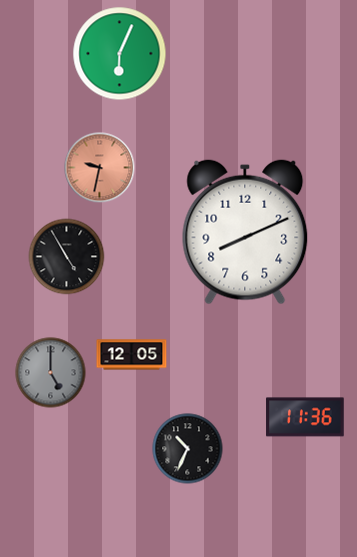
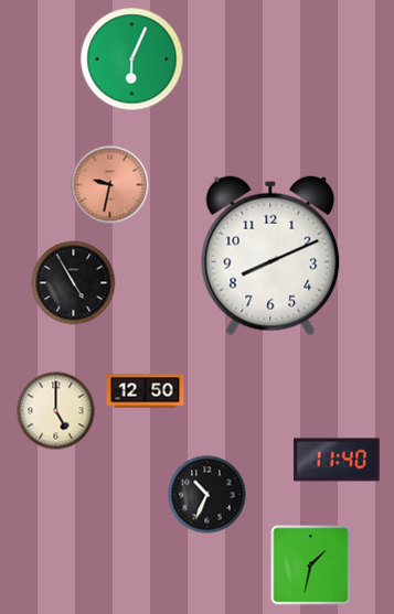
clock at (132, 355): 12:05 -> 12:50
clock at (51, 373) dial: grey -> cream
clock at (305, 417): 11:36 -> 11:40
clock at (311, 565): none -> 1:32
